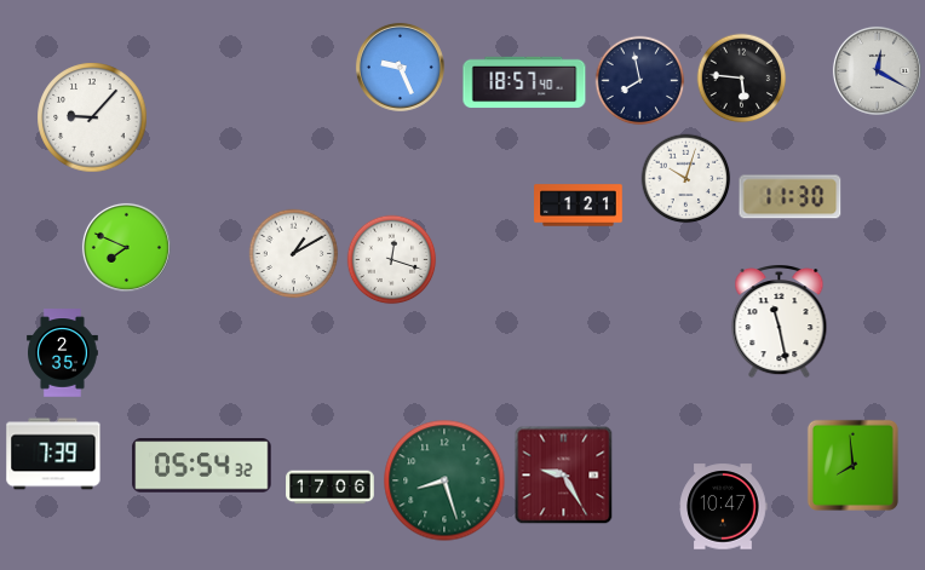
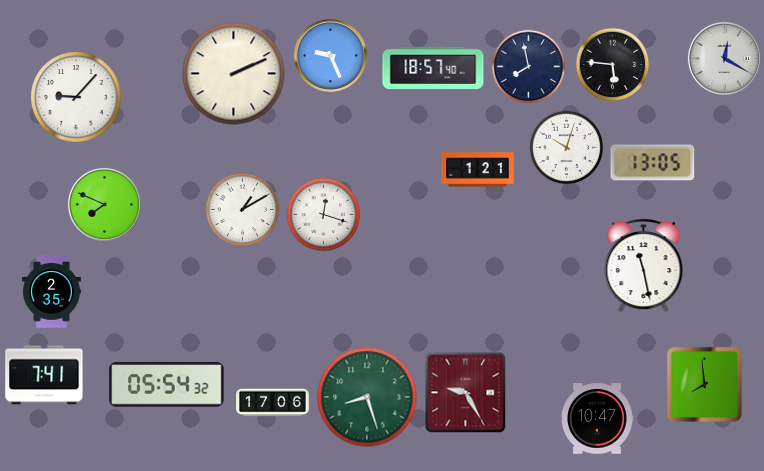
clock at (234, 74): none -> 2:11
clock at (791, 197): 11:30 -> 13:05
clock at (53, 454): 7:39 -> 7:41
